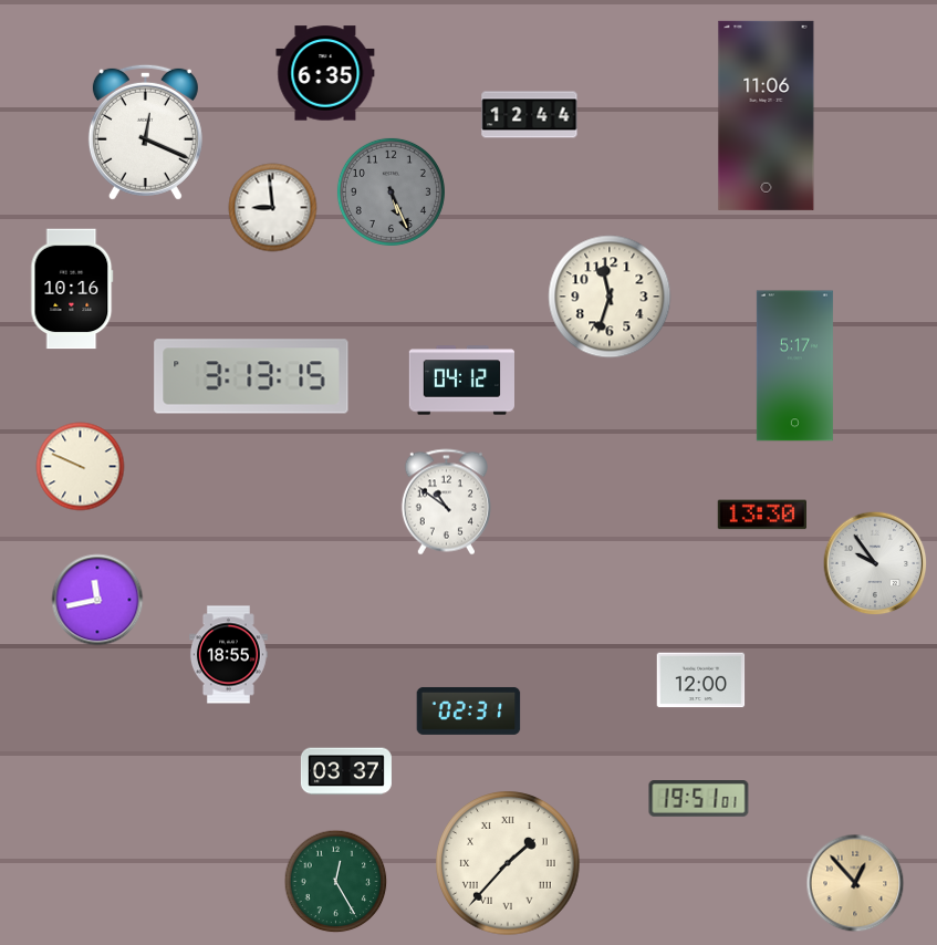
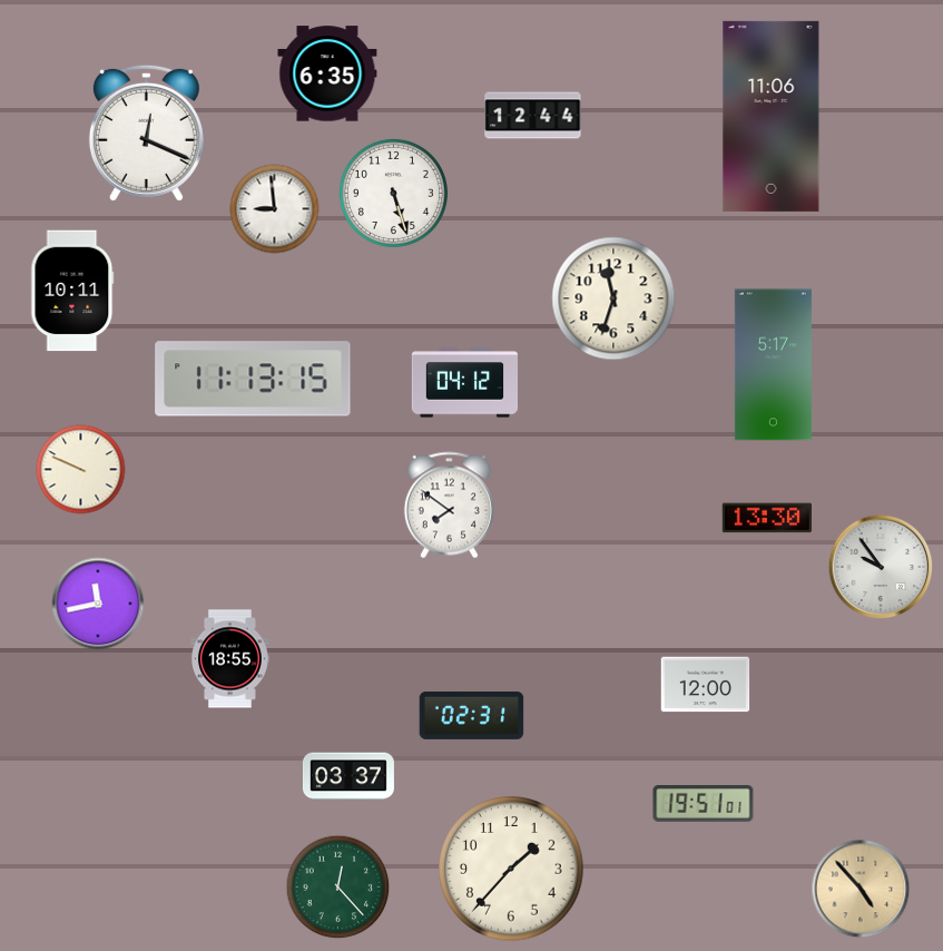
clock at (391, 191): 5:26 -> 5:27
clock at (391, 191) dial: grey -> white
clock at (72, 289): 10:16 -> 10:11
clock at (794, 366) position: (794, 366) -> (773, 365)
clock at (251, 376): 3:13 -> 11:13
clock at (446, 502): 10:51 -> 7:51
clock at (508, 863) numerals: Roman -> Arabic
clock at (336, 882): 12:25 -> 12:23
clock at (855, 883): 12:53 -> 4:53
